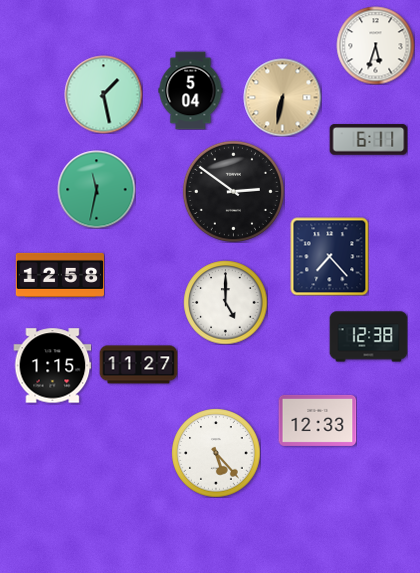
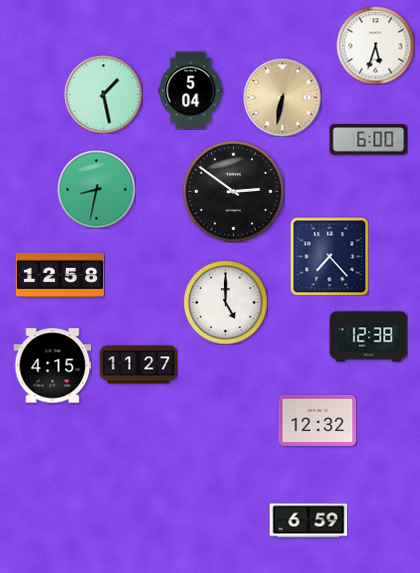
clock at (368, 140): 6:11 -> 6:00
clock at (96, 189): 11:32 -> 8:32
clock at (52, 366): 1:15 -> 4:15
clock at (317, 420): 12:33 -> 12:32
clock at (216, 453): 5:23 -> none
clock at (308, 521): none -> 6:59
